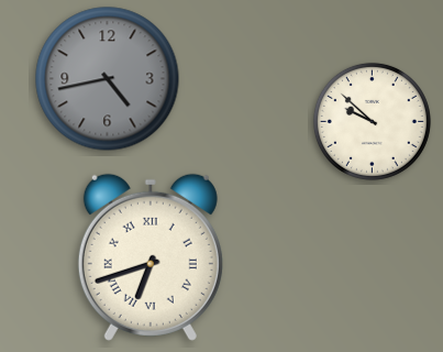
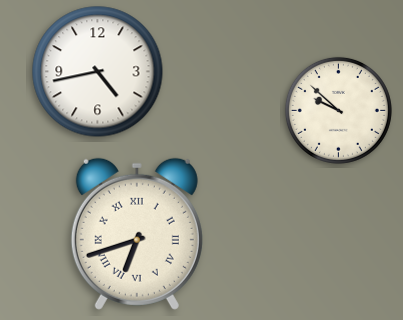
clock at (108, 79) dial: grey -> white
